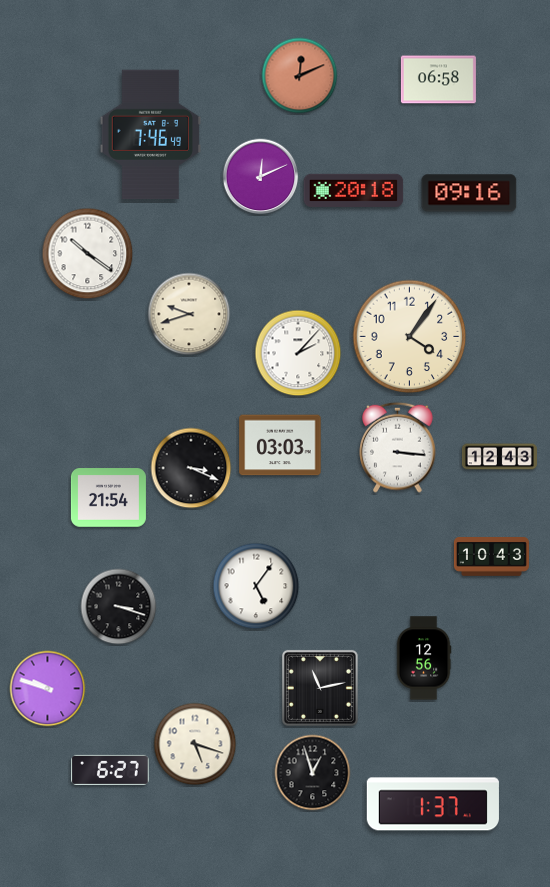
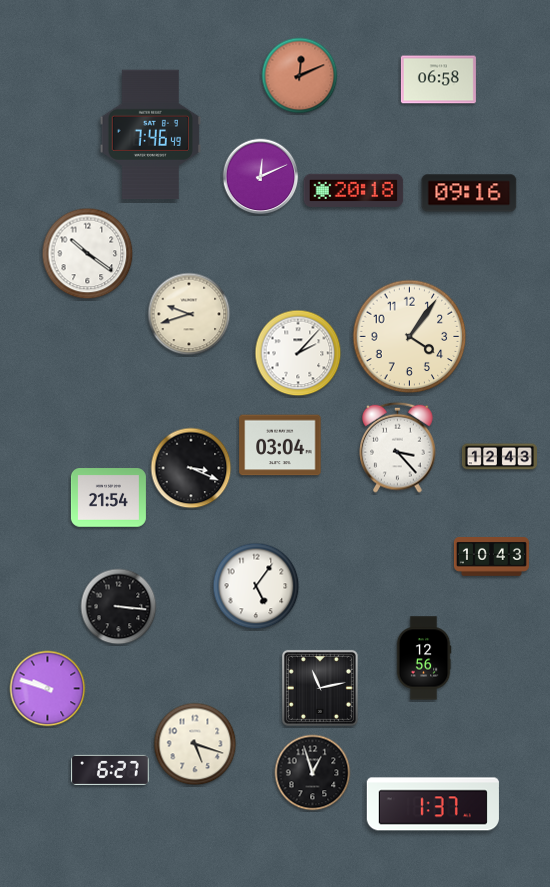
clock at (280, 445): 03:03 -> 03:04
clock at (398, 447): 3:16 -> 3:23
clock at (119, 607): 3:18 -> 3:16
